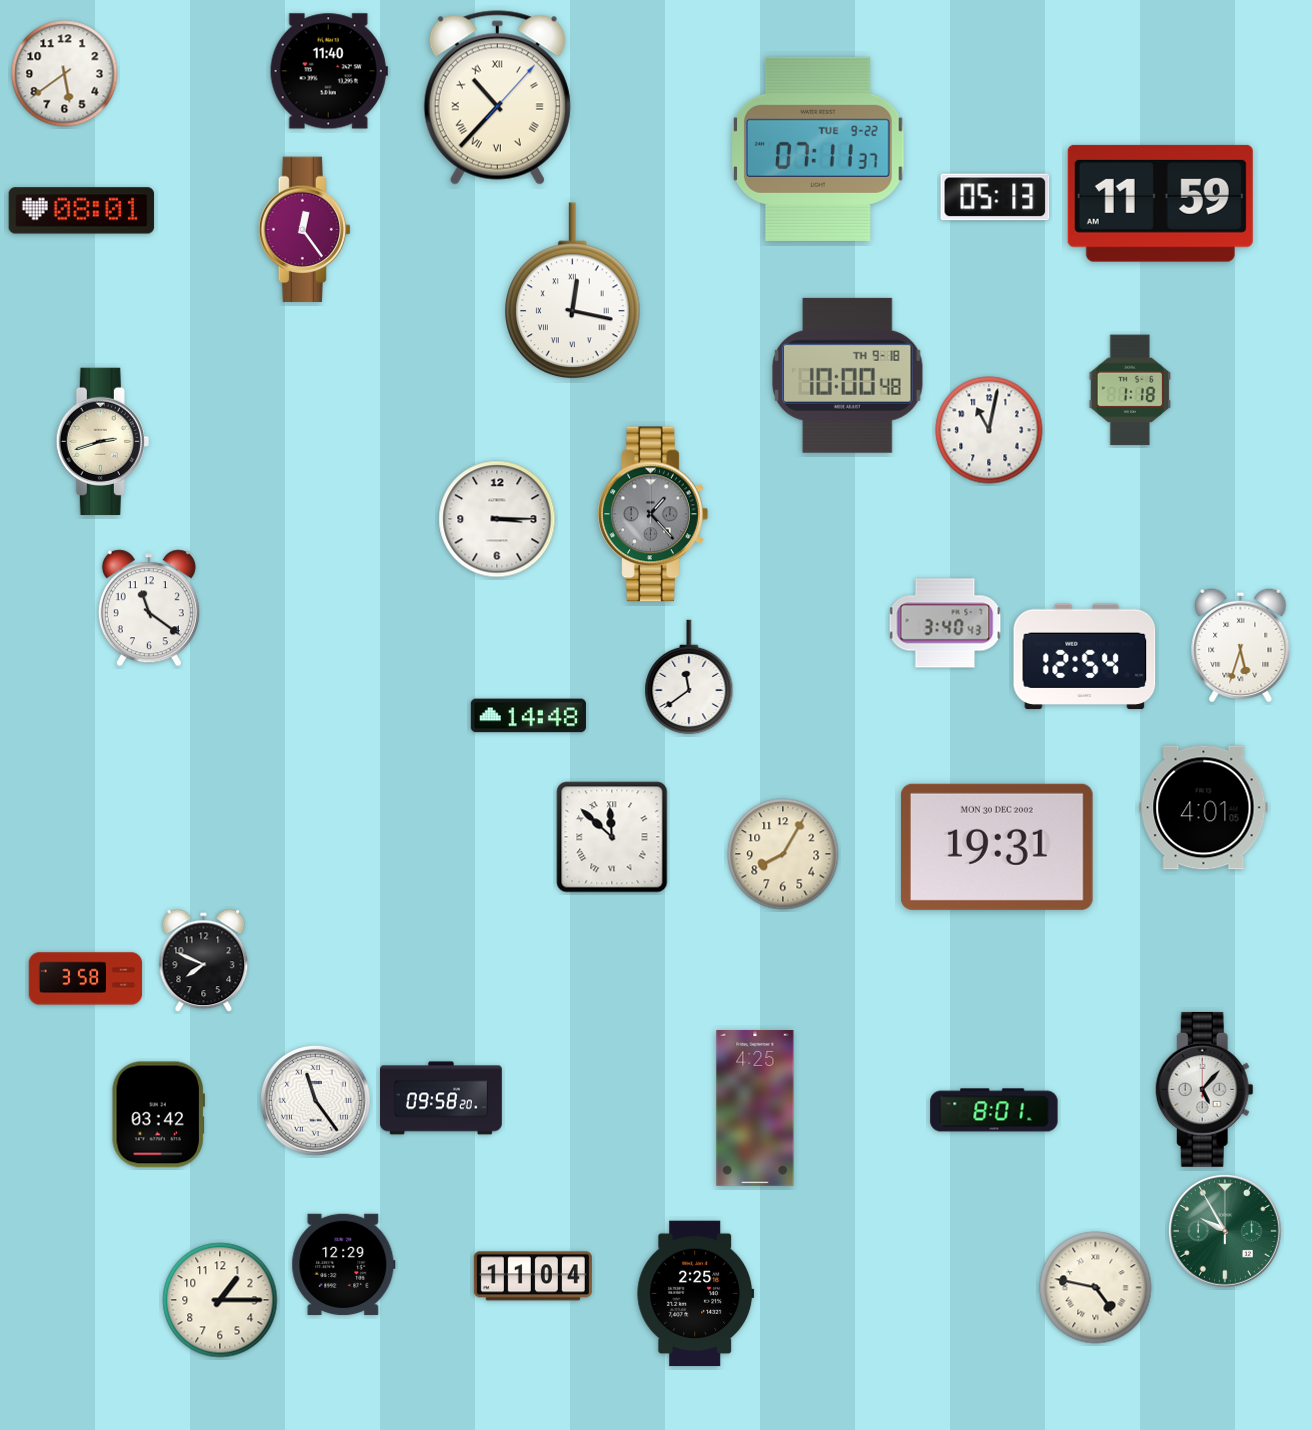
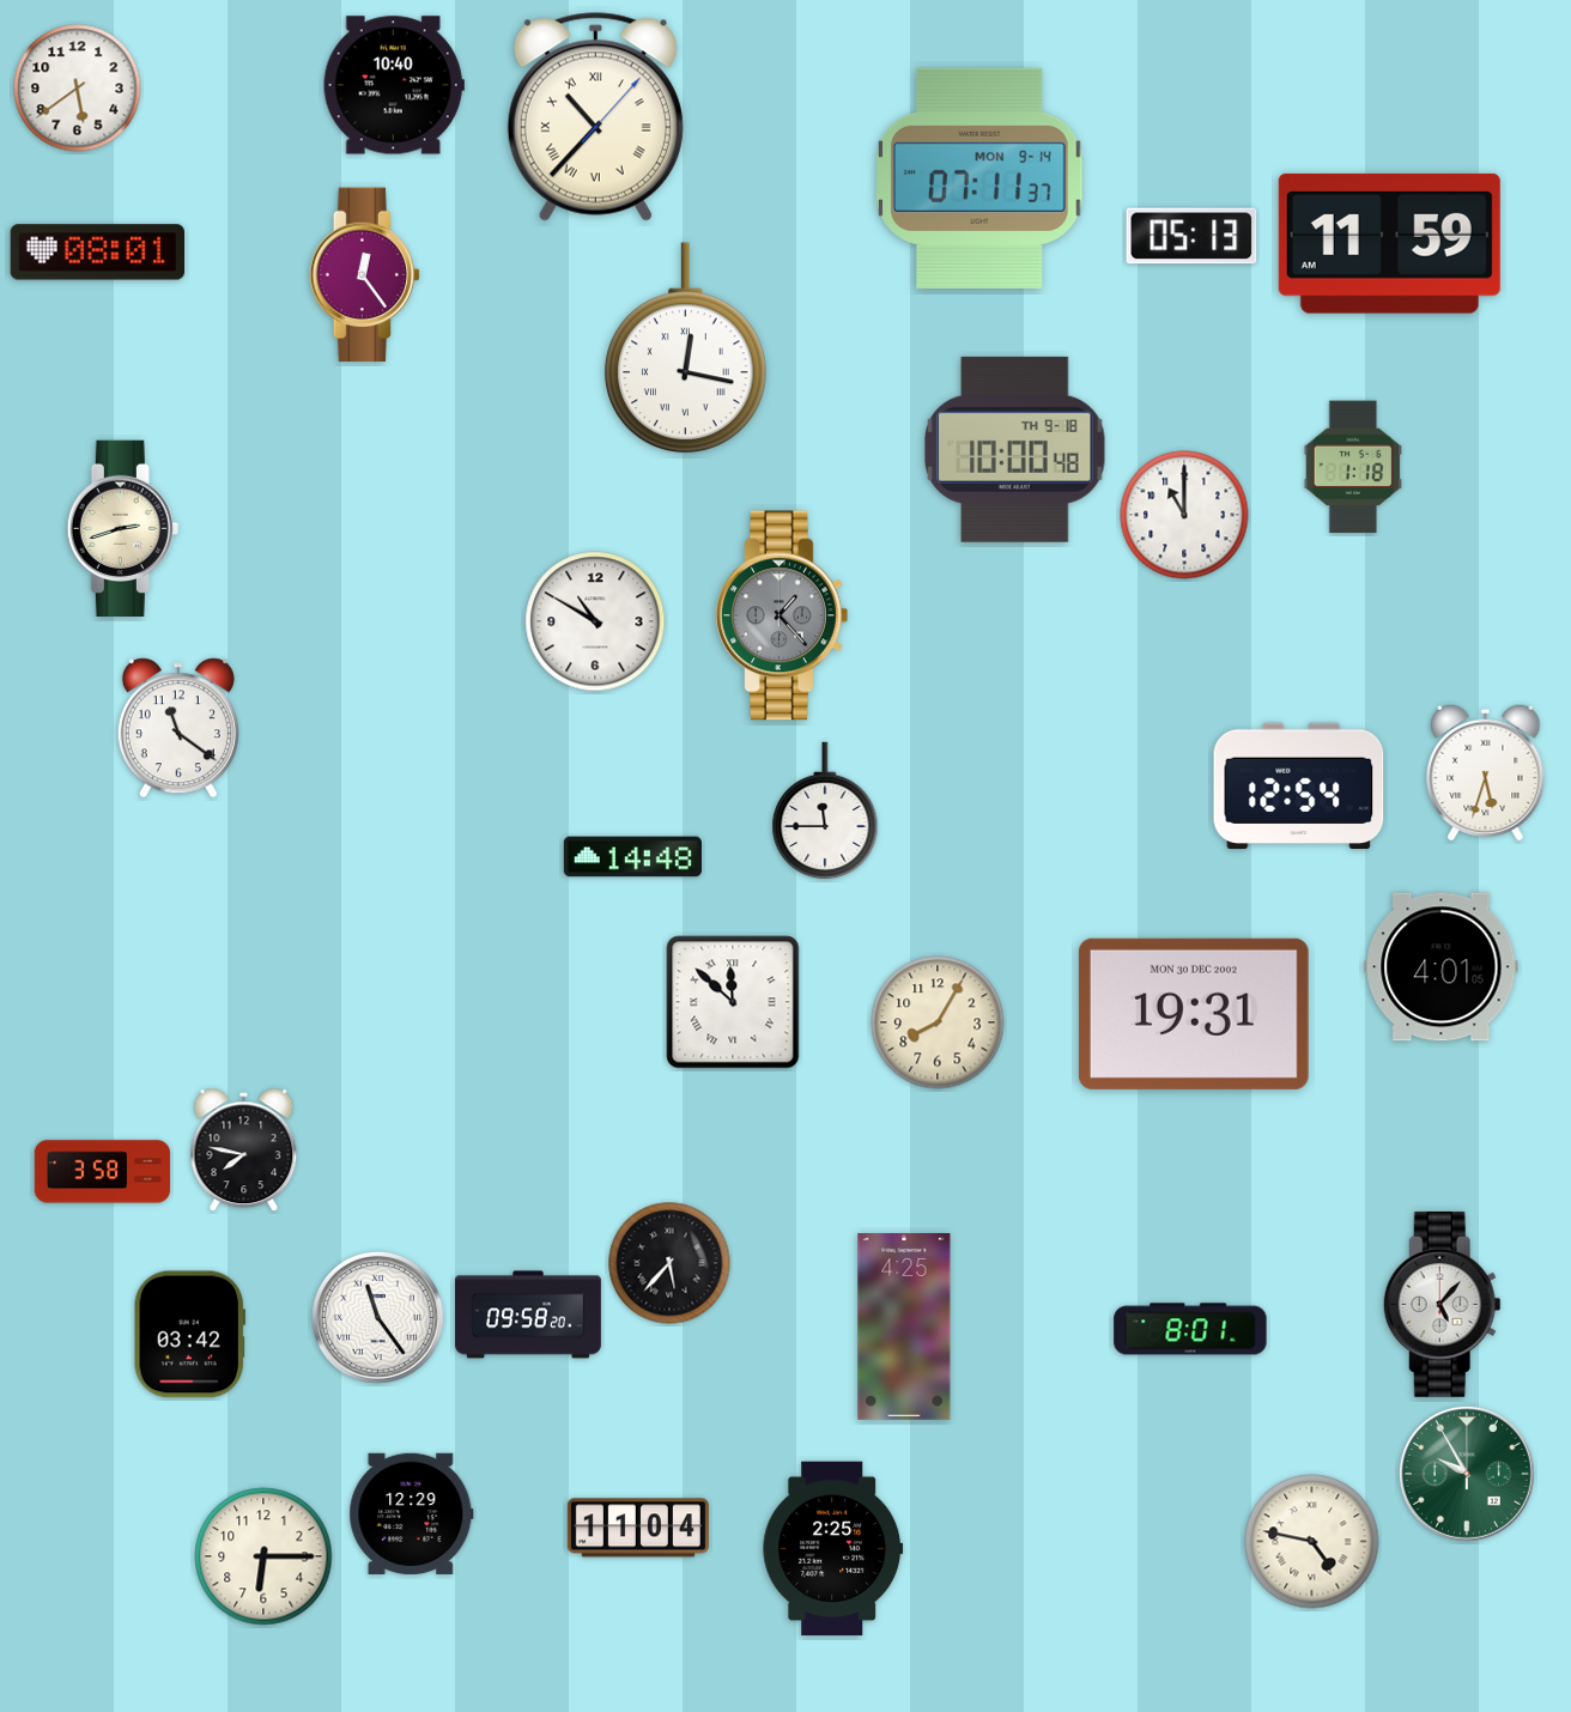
clock at (329, 71): 11:40 -> 10:40
clock at (819, 149) date: TUE 9-22 -> MON 9-14
clock at (989, 430): 11:02 -> 11:00
clock at (497, 519): 3:15 -> 10:50
clock at (945, 623): 3:40 -> none
clock at (689, 677): 11:39 -> 11:45
clock at (204, 961): 7:49 -> 7:47
clock at (669, 1263): none -> 5:37
clock at (220, 1300): 1:15 -> 6:15
